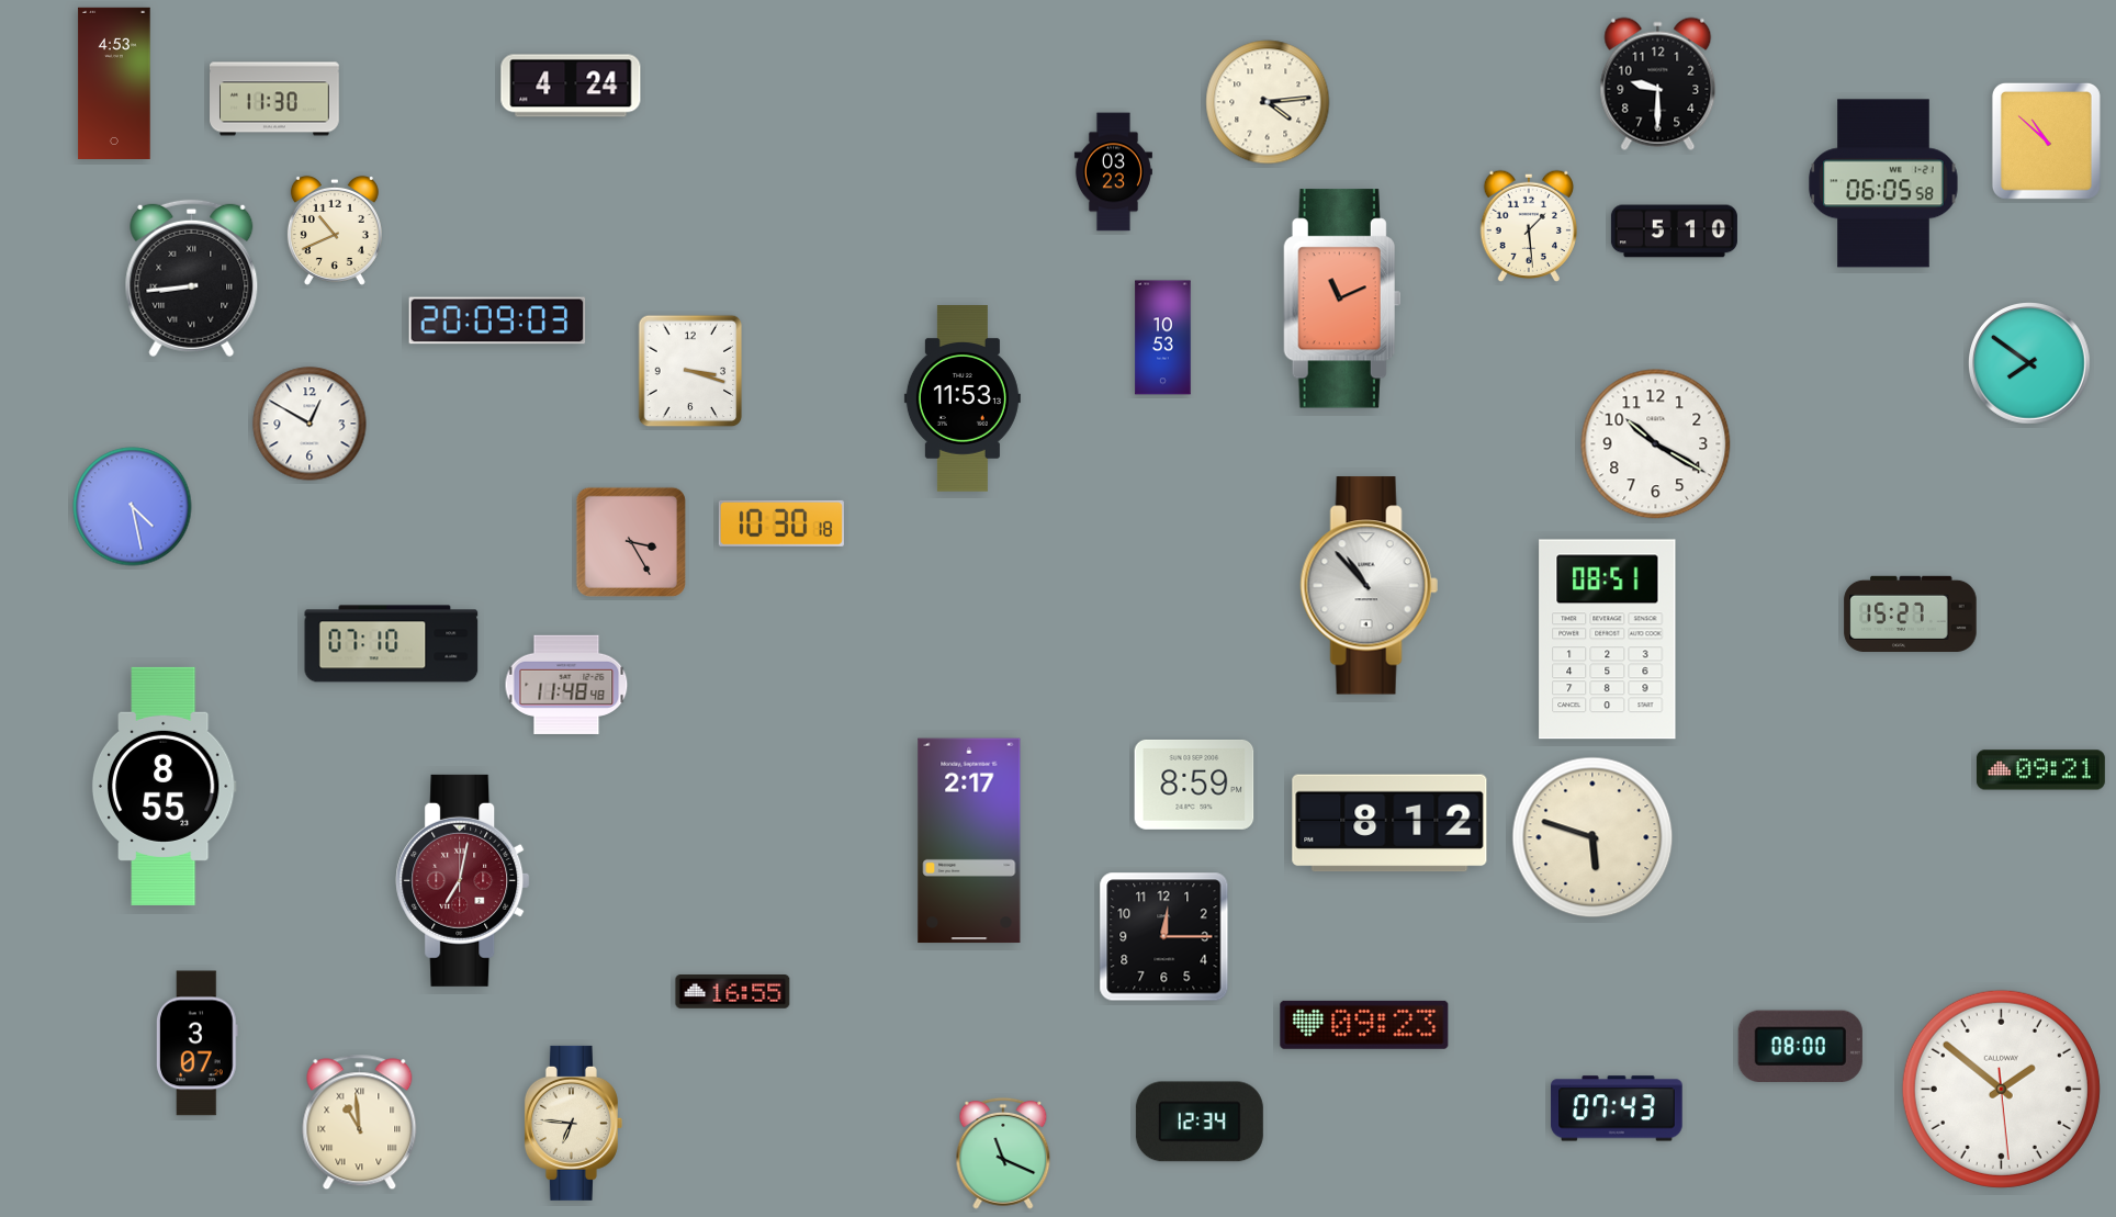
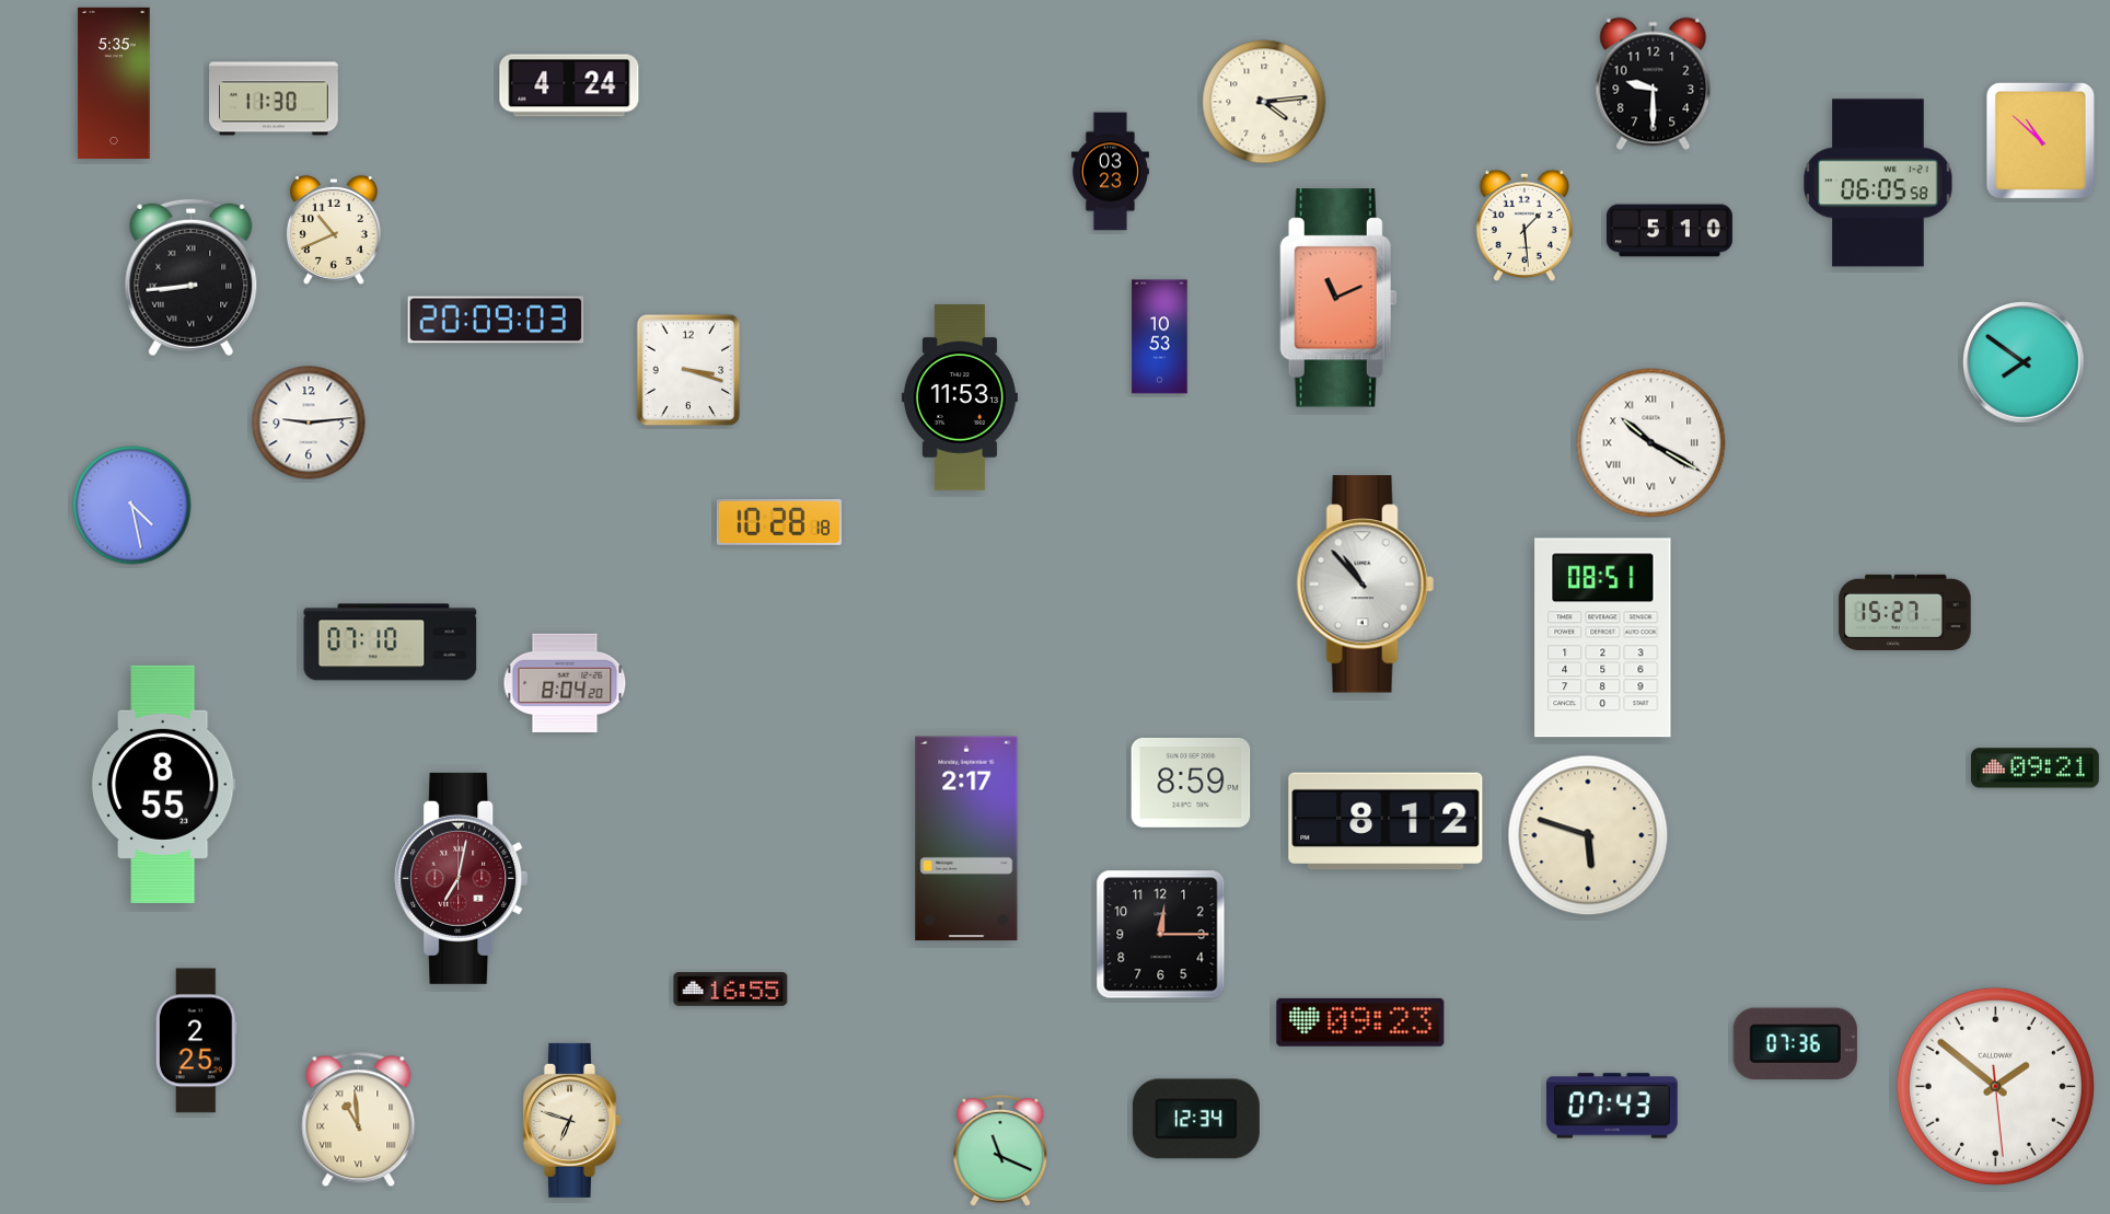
clock at (114, 82): 4:53 -> 5:35
clock at (309, 424): 12:50 -> 9:14
clock at (1656, 444) numerals: Arabic -> Roman
clock at (781, 523): 10:30 -> 10:28
clock at (631, 542): 3:25 -> none
clock at (566, 684): 11:48 -> 8:04
clock at (196, 1044): 3:07 -> 2:25
clock at (1800, 1046): 08:00 -> 07:36
clock at (573, 1123): 6:46 -> 6:48
